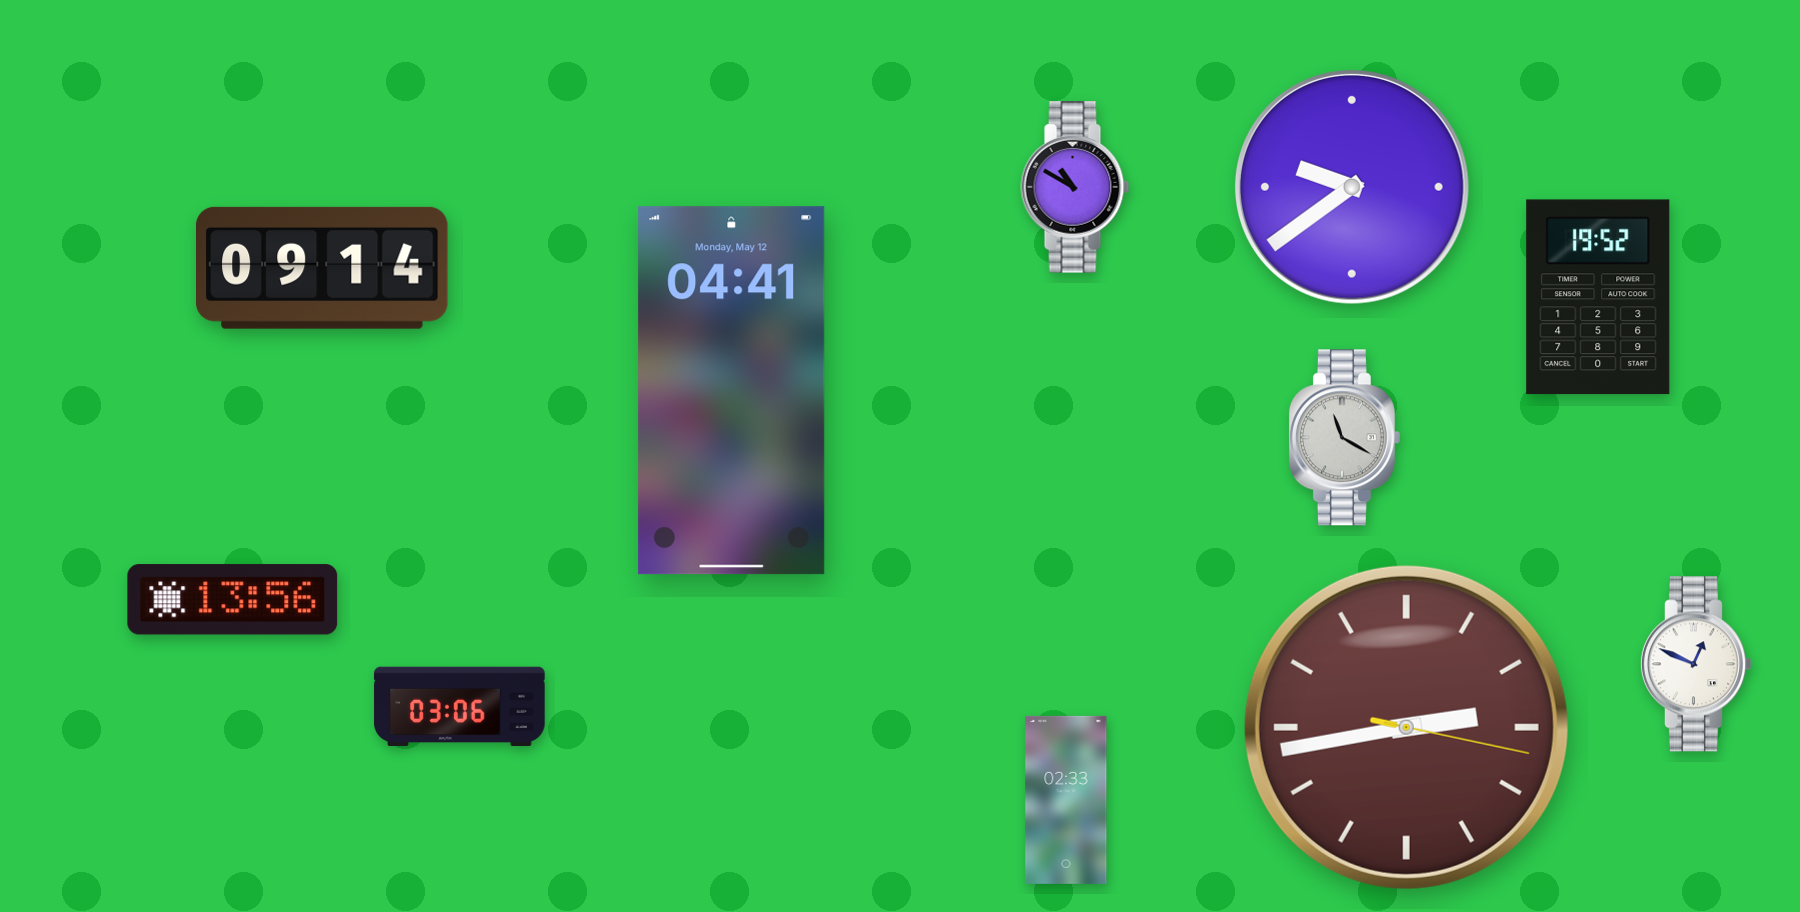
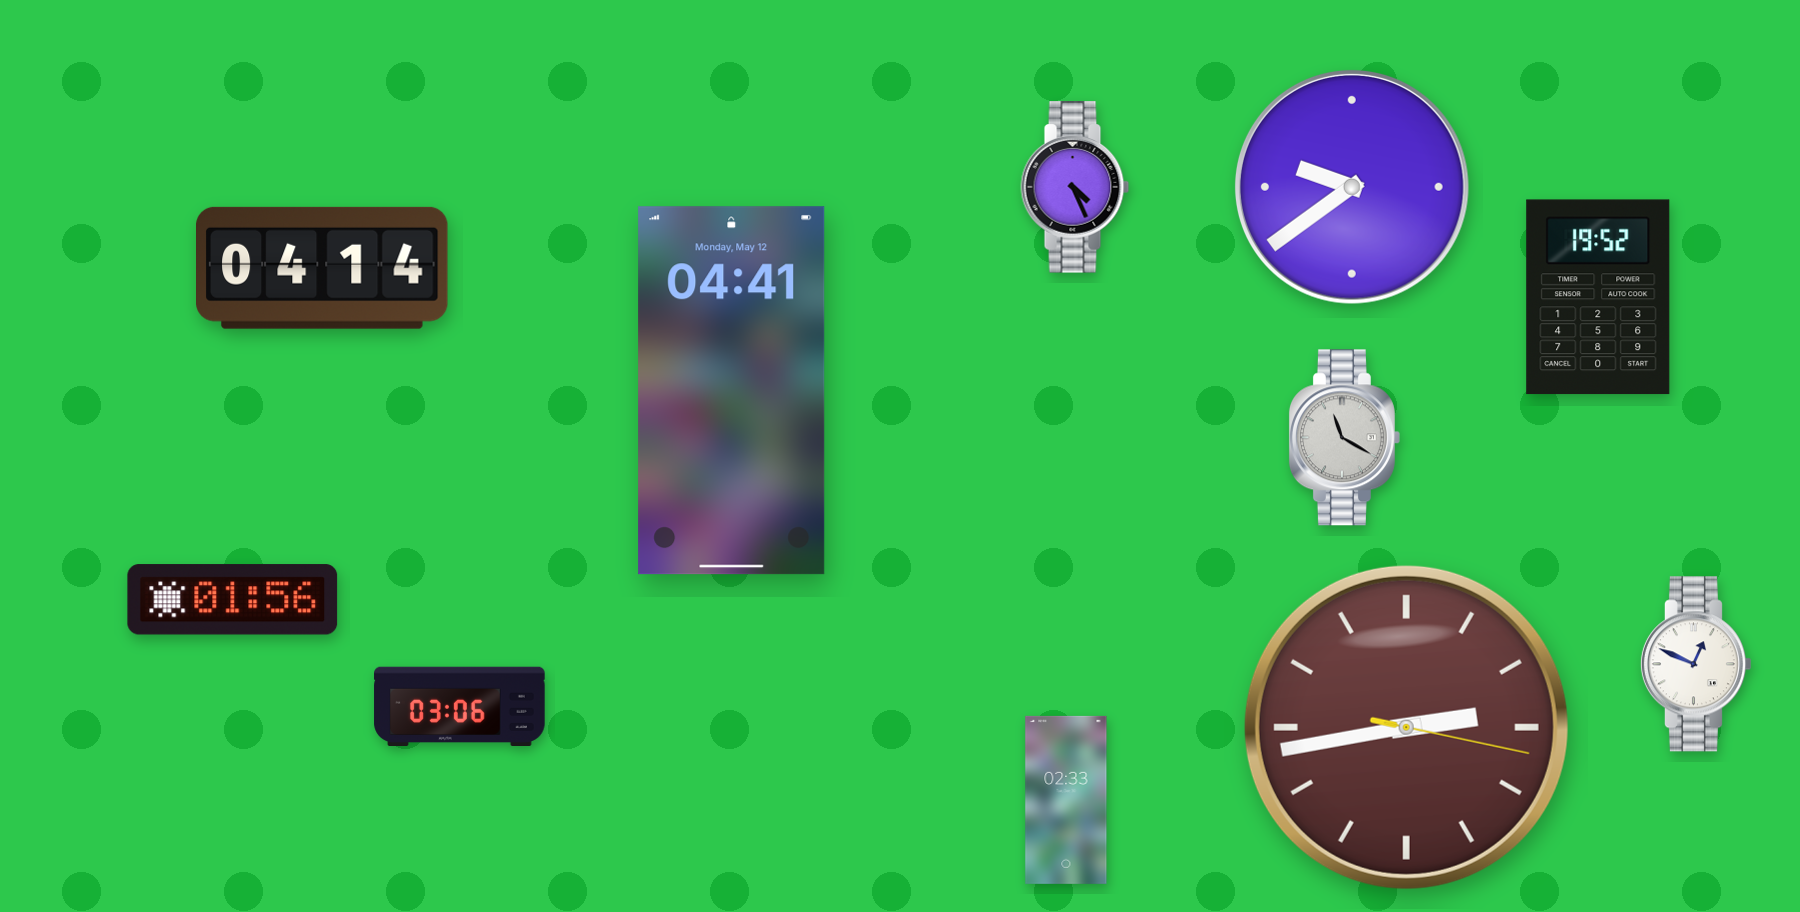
clock at (1075, 187): 10:50 -> 4:26
clock at (322, 268): 09:14 -> 04:14
clock at (233, 600): 13:56 -> 01:56
